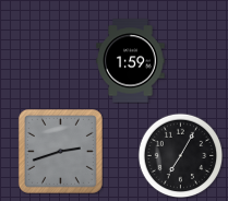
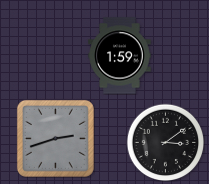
clock at (180, 155): 7:05 -> 3:09
